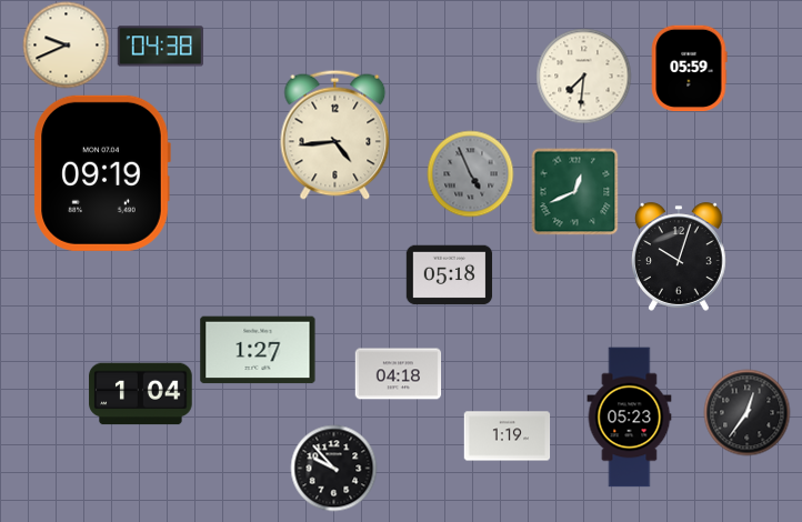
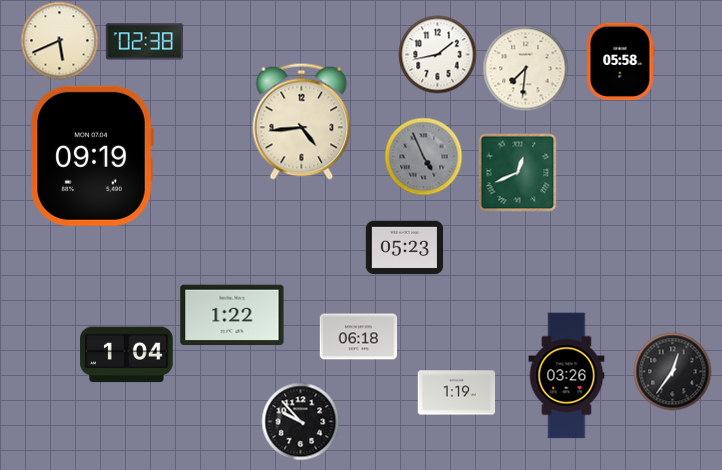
clock at (66, 44): 9:41 -> 5:41
clock at (160, 47): 04:38 -> 02:38
clock at (437, 54): none -> 1:43
clock at (690, 68): 05:59 -> 05:58
clock at (679, 257): 10:03 -> none
clock at (449, 275): 05:18 -> 05:23
clock at (258, 350): 1:27 -> 1:22
clock at (398, 374): 04:18 -> 06:18
clock at (630, 418): 05:23 -> 03:26
